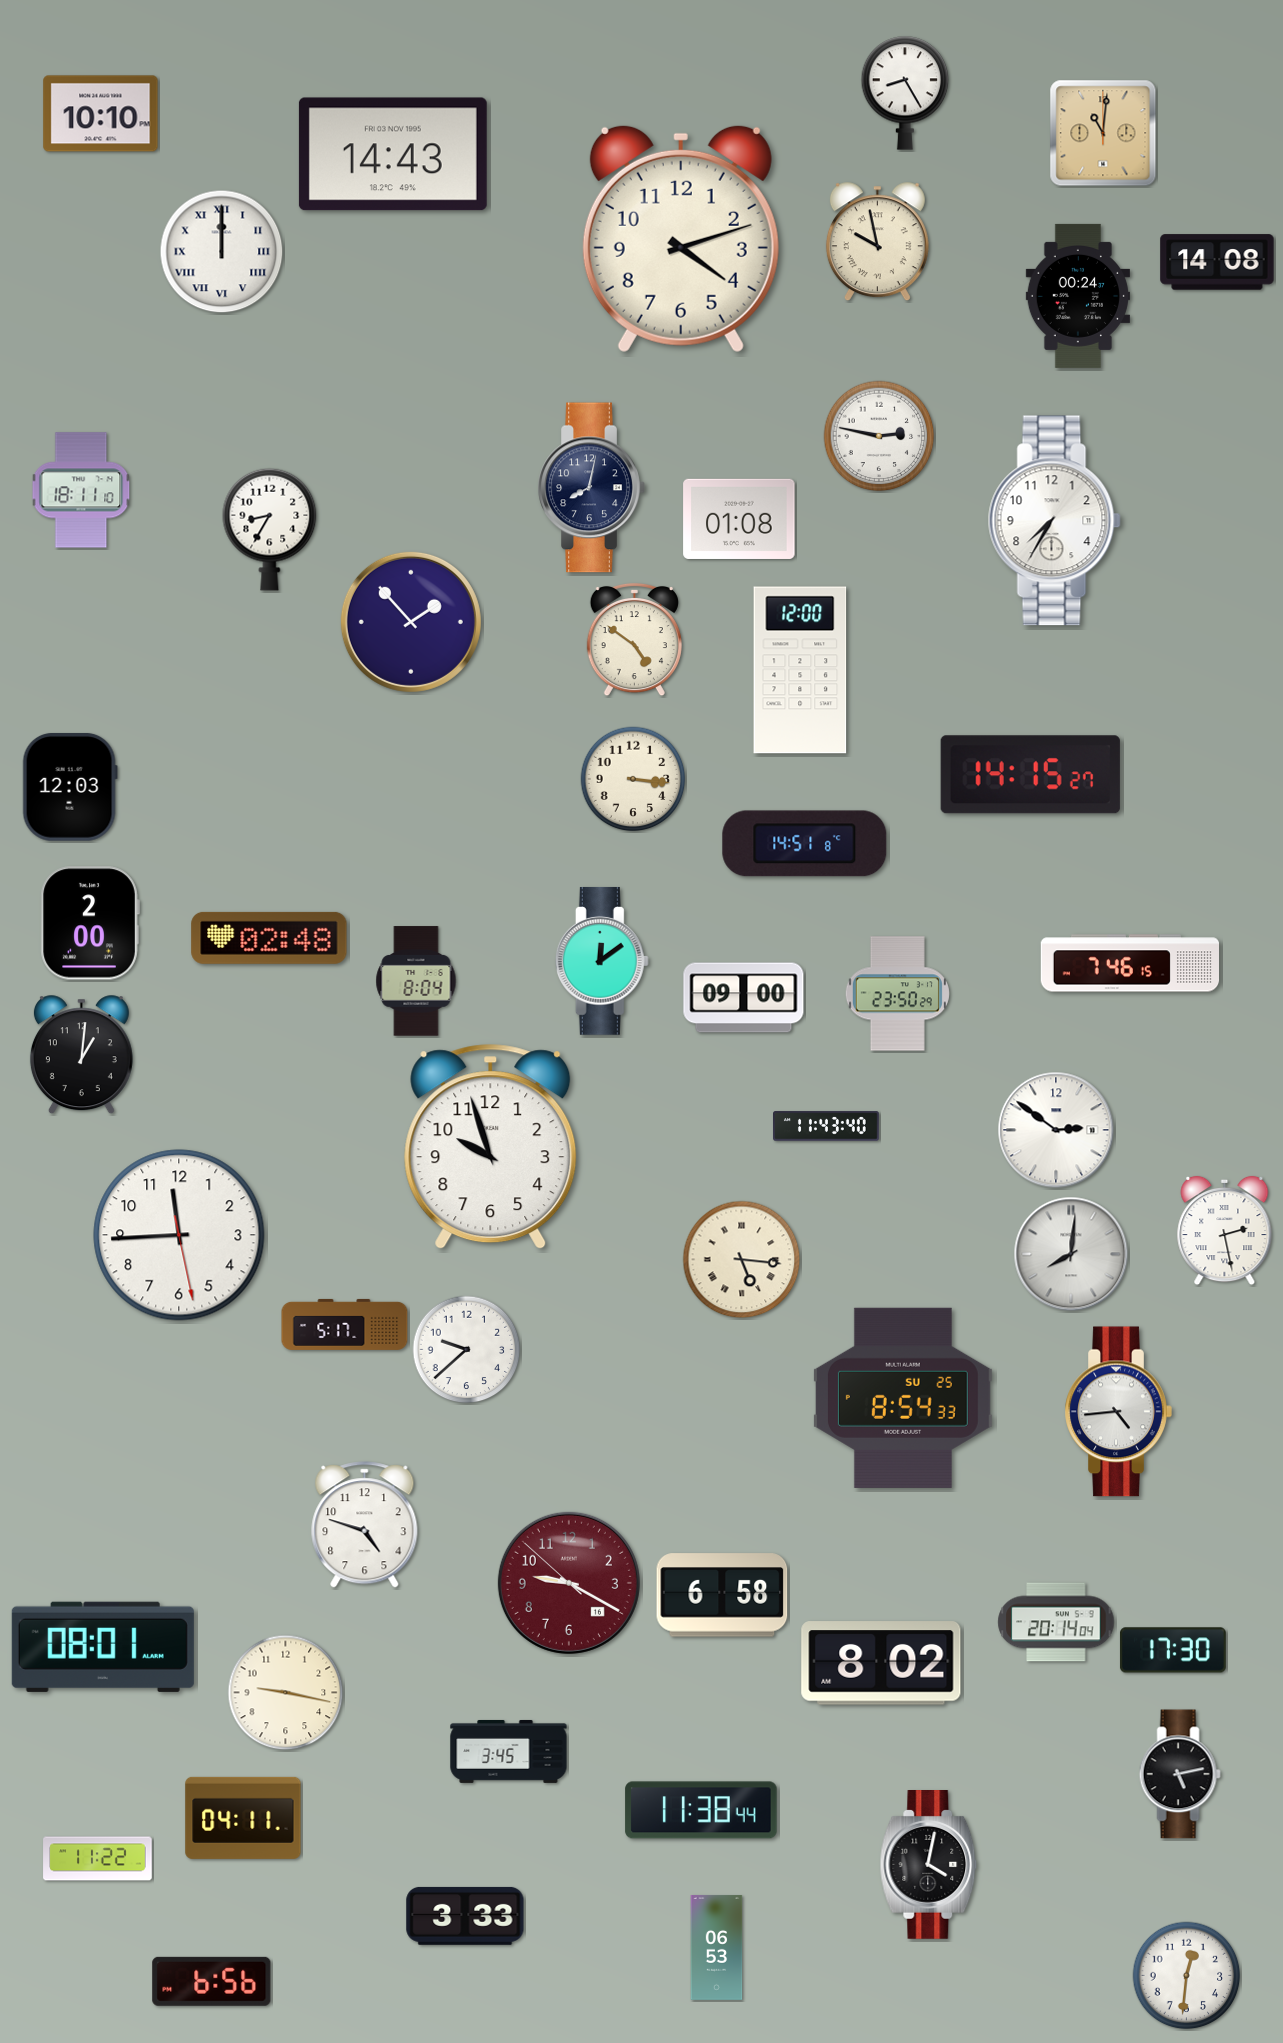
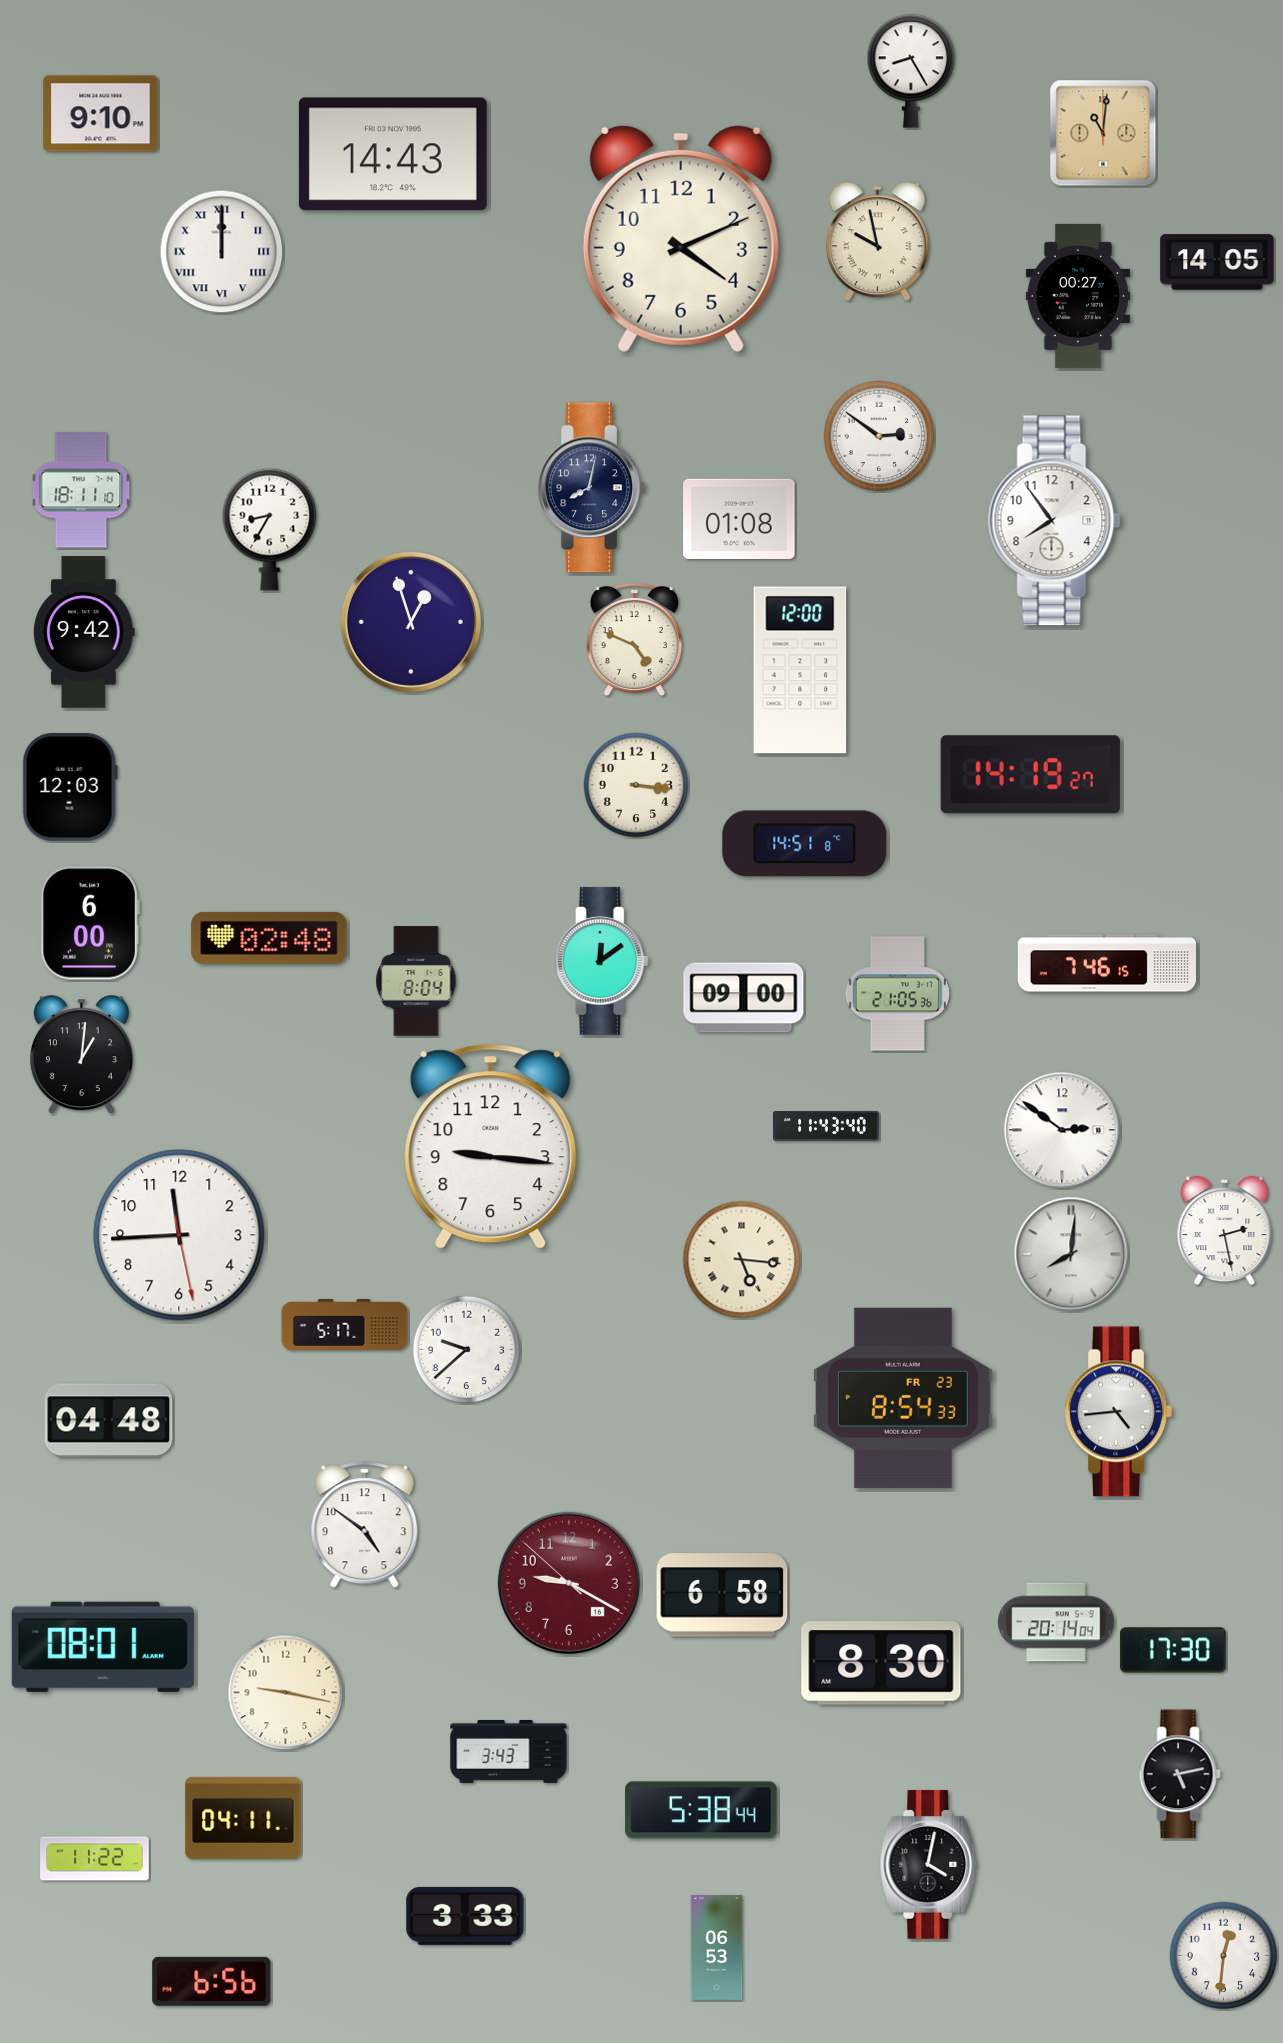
clock at (905, 93) position: (905, 93) -> (911, 71)
clock at (101, 114): 10:10 -> 9:10
clock at (681, 238): 4:12 -> 4:11
clock at (1217, 262): 14:08 -> 14:05
clock at (1078, 296): 00:24 -> 00:27
clock at (879, 436): 2:47 -> 2:51
clock at (1054, 521): 7:35 -> 7:54
clock at (411, 622): 1:53 -> 12:57
clock at (84, 632): none -> 9:42
clock at (634, 640): 4:51 -> 4:49
clock at (1030, 775): 14:15 -> 14:19
clock at (633, 779) position: (633, 779) -> (636, 785)
clock at (90, 923): 2:00 -> 6:00
clock at (1130, 963) position: (1130, 963) -> (1107, 963)
clock at (897, 994): 23:50 -> 21:05
clock at (1056, 1130) position: (1056, 1130) -> (1062, 1130)
clock at (491, 1147): 9:57 -> 9:16
clock at (903, 1398) date: SU 25 -> FR 23
clock at (109, 1421): none -> 04:48
clock at (365, 1525): 4:48 -> 4:51
clock at (881, 1663): 8:02 -> 8:30
clock at (509, 1751): 3:45 -> 3:43
clock at (701, 1810): 11:38 -> 5:38
clock at (98, 1859) position: (98, 1859) -> (95, 1859)
clock at (1187, 1976) position: (1187, 1976) -> (1224, 1956)
